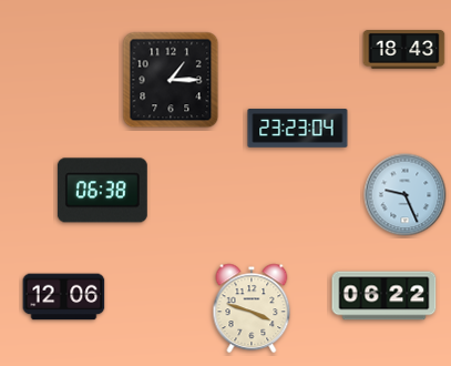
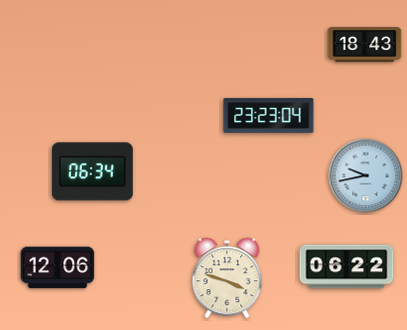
clock at (171, 80): 1:15 -> none
clock at (102, 191): 06:38 -> 06:34
clock at (406, 195): 9:26 -> 9:43
